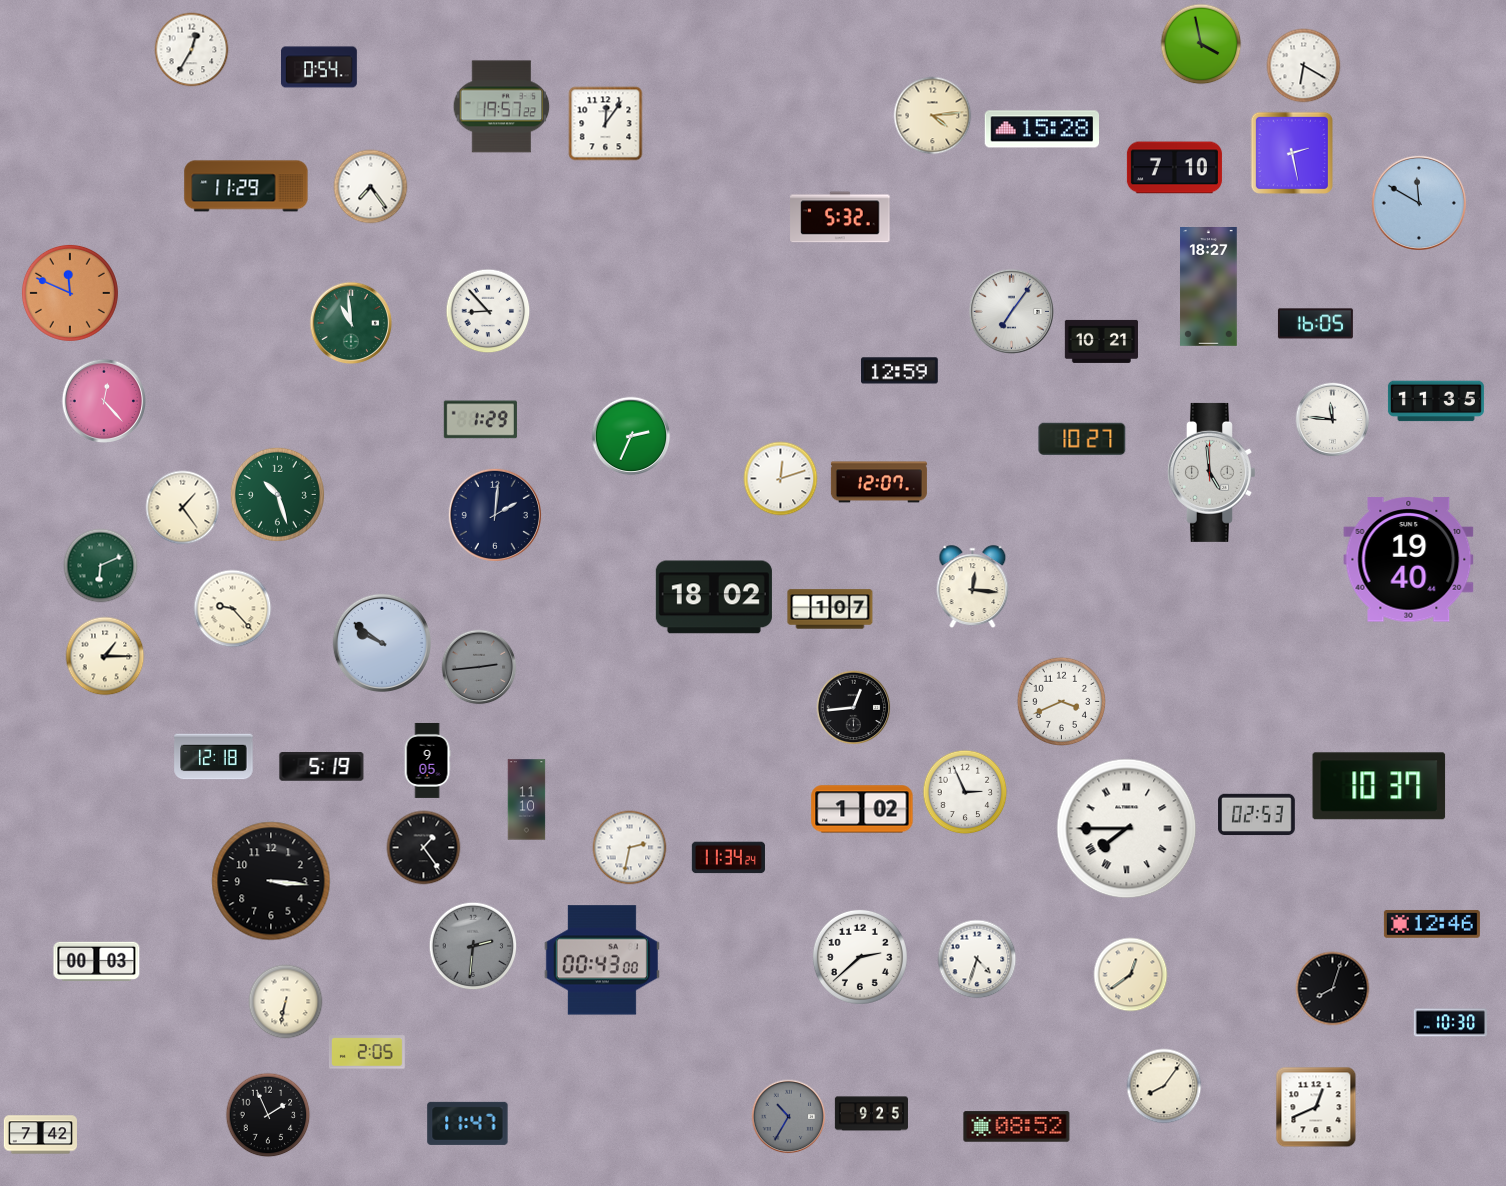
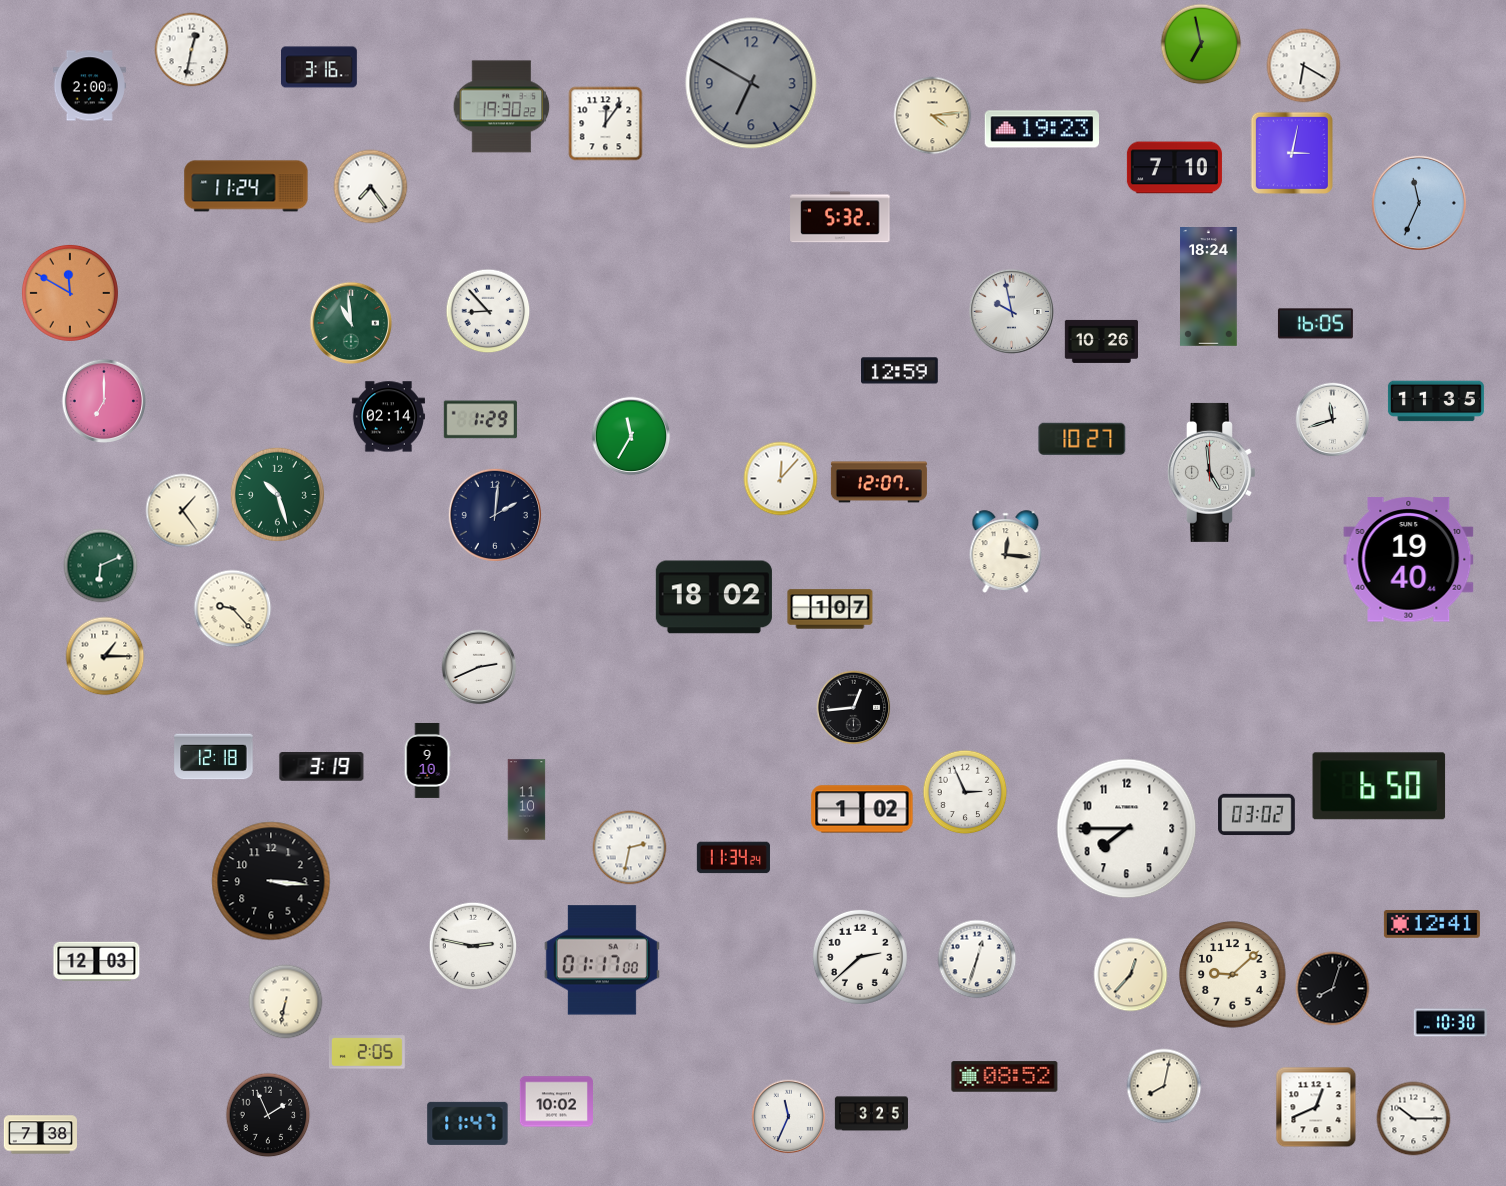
clock at (1201, 44): 3:58 -> 6:58
clock at (192, 50): 12:35 -> 12:32
clock at (320, 67): 0:54 -> 3:16
clock at (751, 83): none -> 6:50
clock at (89, 86): none -> 2:00
clock at (502, 107): 19:57 -> 19:30
clock at (1041, 129): 15:28 -> 19:23
clock at (1292, 153): 2:28 -> 3:02
clock at (246, 186): 11:29 -> 11:24
clock at (1419, 203): 11:50 -> 11:34
clock at (1209, 287): 18:27 -> 18:24
clock at (70, 293): 11:49 -> 11:50
clock at (1011, 311): 7:06 -> 9:58
clock at (1101, 341): 10:21 -> 10:26
clock at (104, 401): 12:23 -> 7:00
clock at (388, 417): none -> 02:14
clock at (1333, 420): 11:46 -> 11:42
clock at (631, 436): 2:34 -> 11:35
clock at (781, 479): 12:12 -> 12:07
clock at (183, 508) position: (183, 508) -> (183, 511)
clock at (973, 586) position: (973, 586) -> (1006, 551)
clock at (382, 643): 9:51 -> none
clock at (479, 667): 2:44 -> 2:41
clock at (479, 667) dial: grey -> white
clock at (1061, 701): 3:41 -> none
clock at (427, 760): 9:05 -> 9:10
clock at (322, 767): 5:19 -> 3:19
clock at (1379, 786): 10:37 -> 6:50
clock at (1257, 815): 02:53 -> 03:02
clock at (1127, 829) numerals: Roman -> Arabic
clock at (424, 848): 1:24 -> none
clock at (728, 858) position: (728, 858) -> (733, 858)
clock at (1432, 924): 12:46 -> 12:41
clock at (473, 946): 2:31 -> 2:47
clock at (473, 946) dial: grey -> white
clock at (977, 959): 4:33 -> 12:33
clock at (602, 960): 00:43 -> 01:17
clock at (97, 961): 00:03 -> 12:03
clock at (1131, 975): 12:39 -> 12:37
clock at (1233, 975): none -> 9:08
clock at (1164, 1086): 8:06 -> 8:02
clock at (556, 1102): none -> 10:02
clock at (871, 1114): 9:25 -> 3:25
clock at (789, 1117): 10:35 -> 11:34
clock at (789, 1117) dial: grey -> white
clock at (1414, 1119): none -> 10:15
clock at (1017, 1127) position: (1017, 1127) -> (1005, 1077)
clock at (40, 1135): 7:42 -> 7:38
